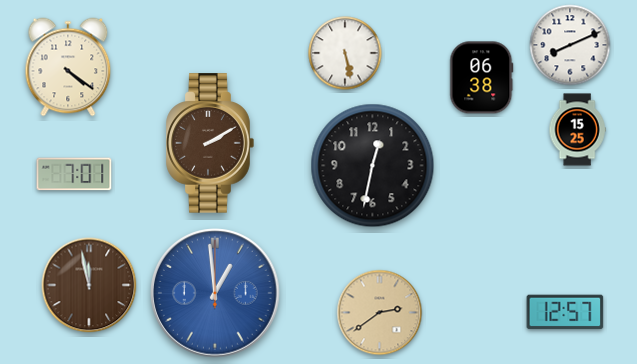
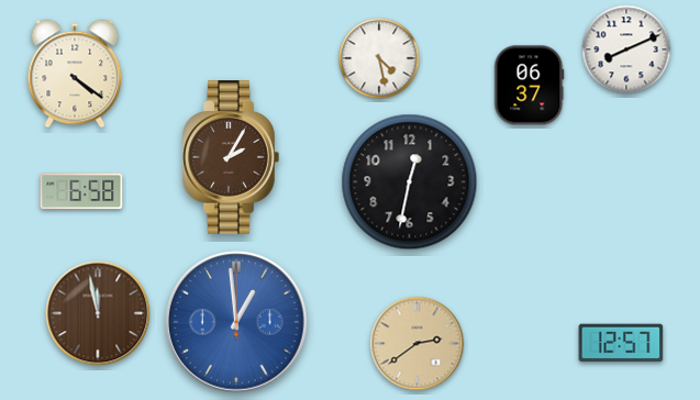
clock at (345, 53): 5:28 -> 4:28
clock at (482, 78): 06:38 -> 06:37
clock at (577, 130): 15:25 -> none
clock at (210, 143): 2:10 -> 2:05
clock at (74, 174): 7:01 -> 6:58
